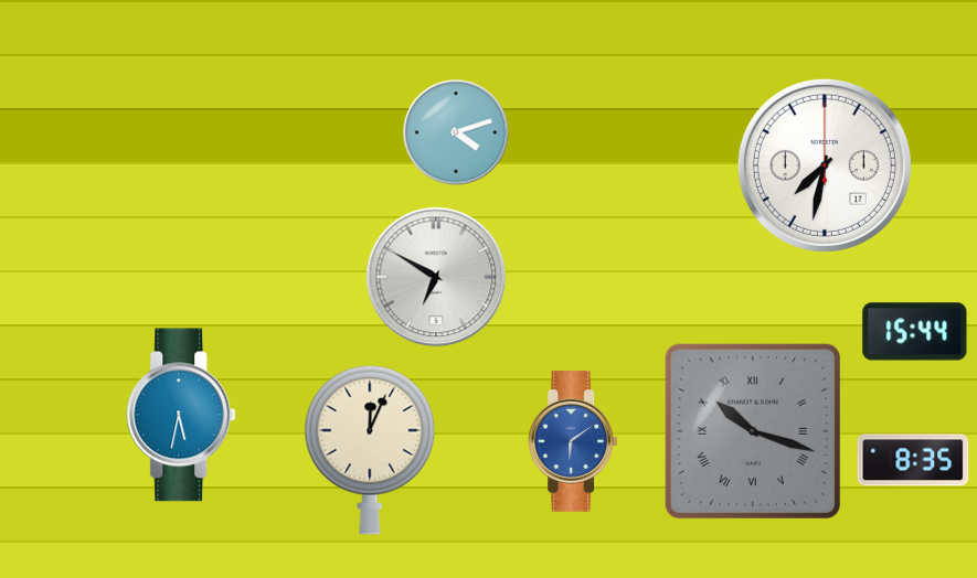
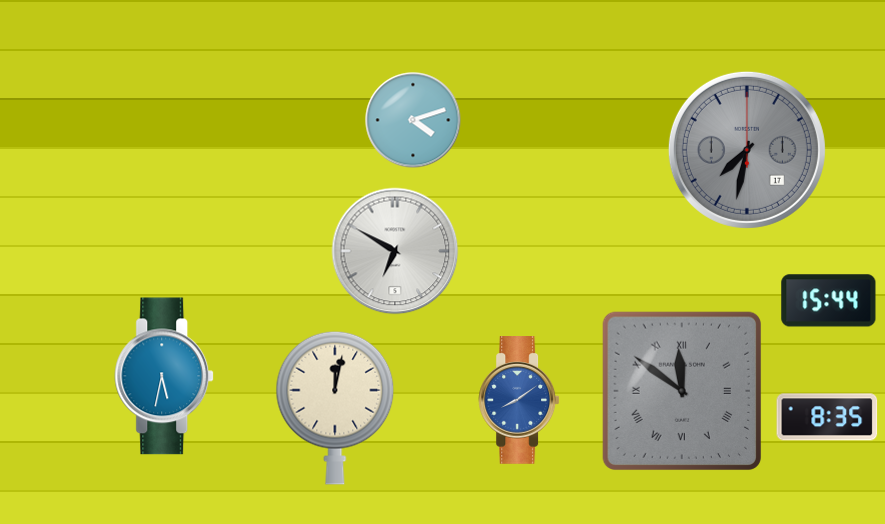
clock at (825, 165) dial: white -> grey
clock at (753, 431): 10:18 -> 11:51
clock at (573, 442): 6:09 -> 8:09
clock at (370, 450): 12:04 -> 12:02
